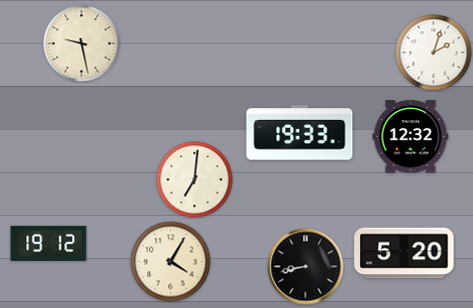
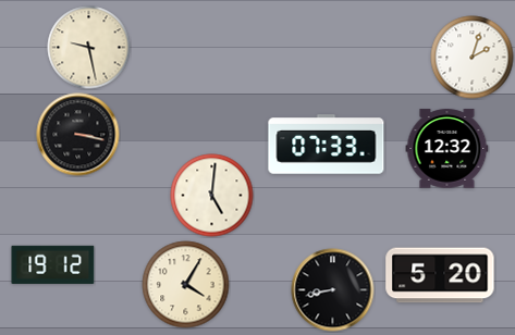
clock at (78, 135): none -> 3:17
clock at (300, 133): 19:33 -> 07:33
clock at (195, 180): 7:01 -> 5:01
